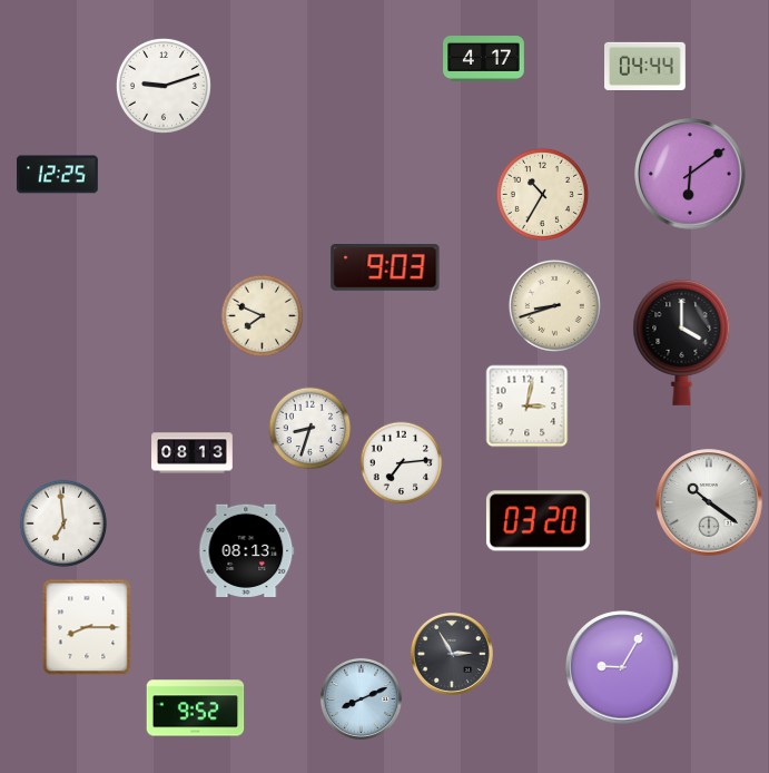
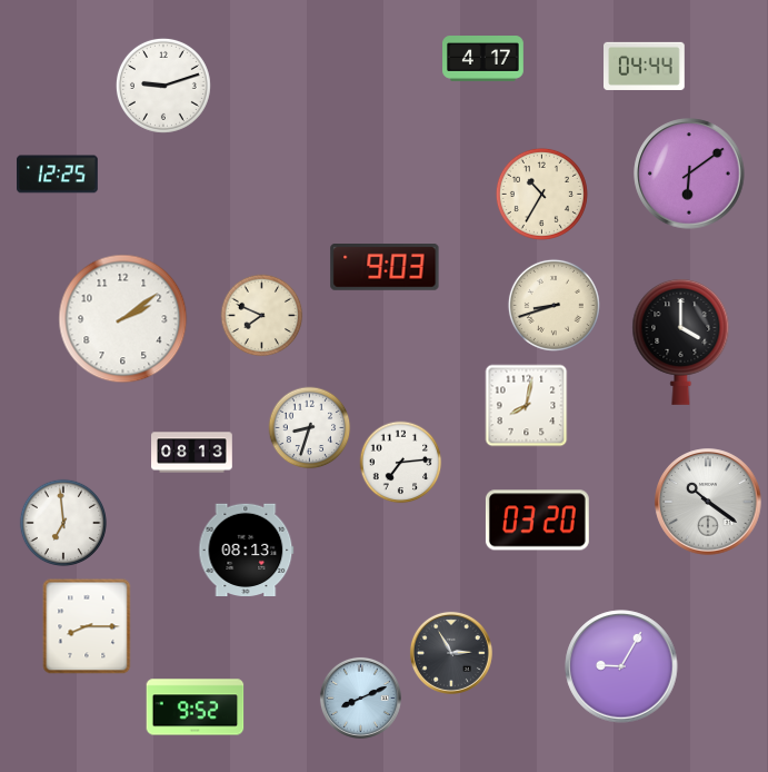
clock at (123, 319): none -> 2:09
clock at (528, 407): 3:02 -> 8:02
